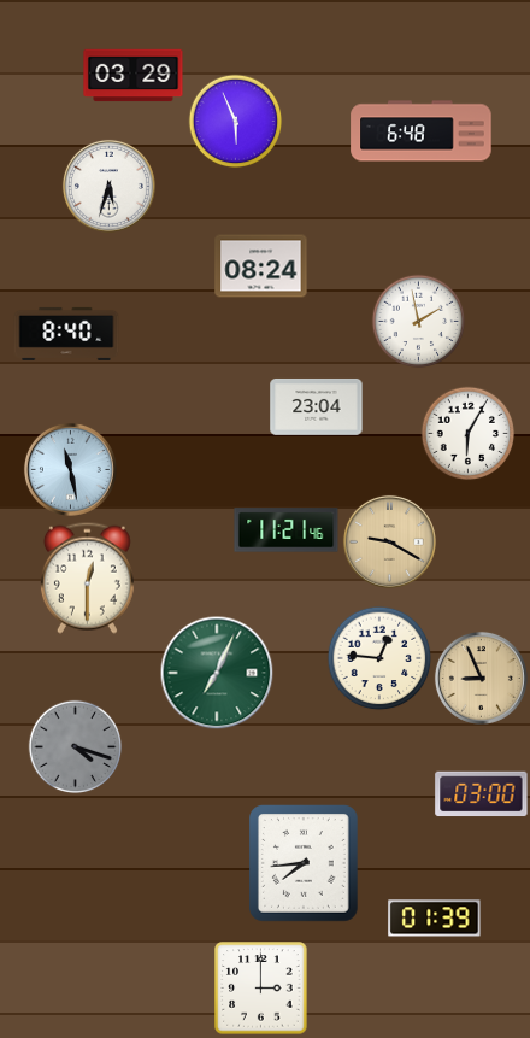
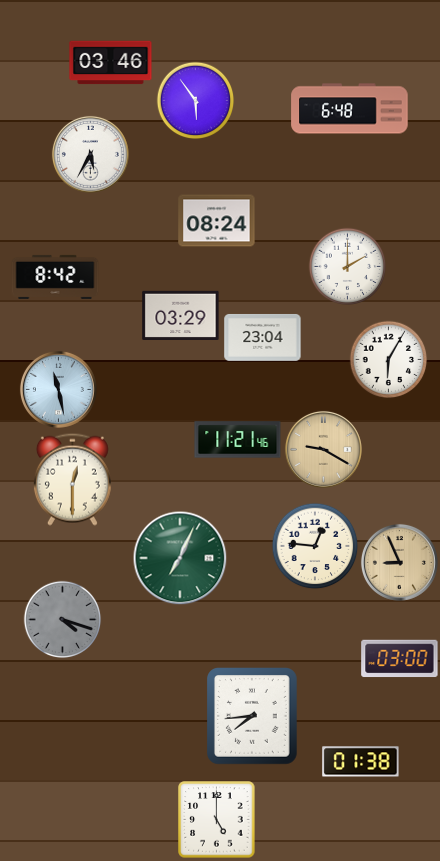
clock at (134, 76): 03:29 -> 03:46
clock at (235, 121): 5:56 -> 5:54
clock at (108, 186): 5:33 -> 5:35
clock at (418, 321): 1:58 -> 2:00
clock at (66, 334): 8:40 -> 8:42
clock at (181, 315): none -> 03:29
clock at (435, 919): 01:39 -> 01:38
clock at (261, 989): 3:00 -> 5:00
